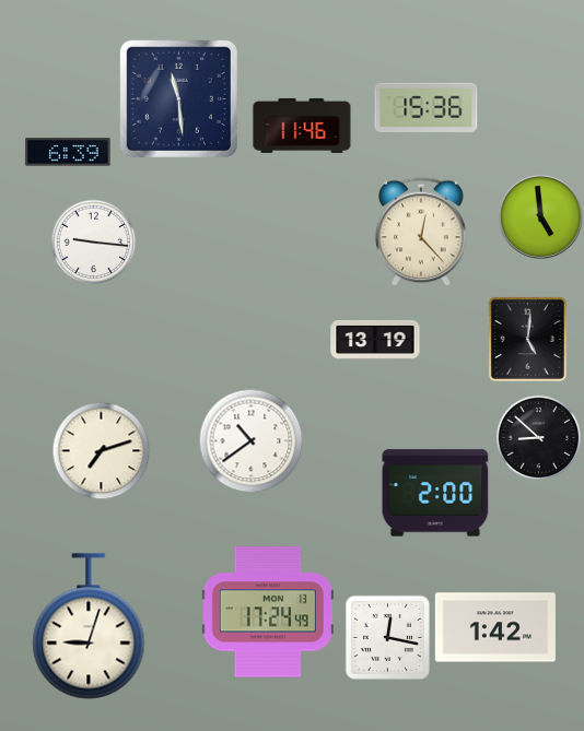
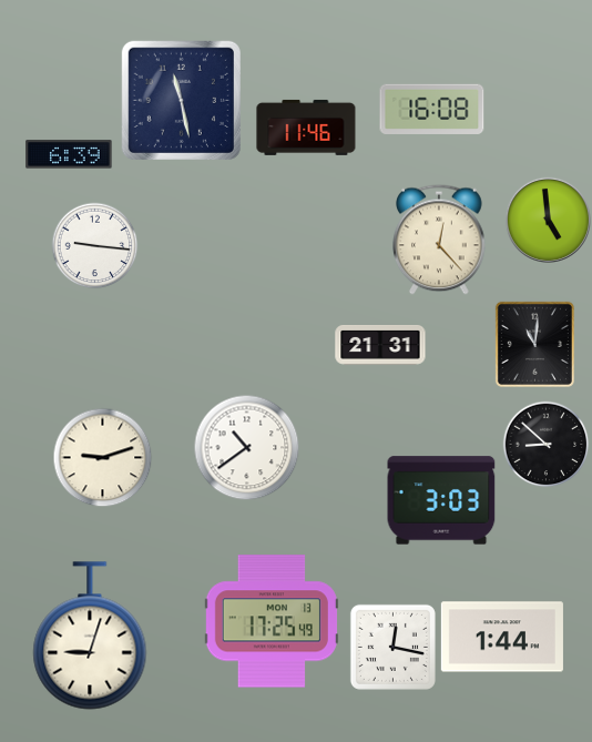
clock at (178, 98): 11:29 -> 11:28
clock at (427, 107): 15:36 -> 16:08
clock at (421, 232) position: (421, 232) -> (439, 240)
clock at (527, 339): 5:01 -> 11:01
clock at (375, 341): 13:19 -> 21:31
clock at (250, 440) position: (250, 440) -> (246, 447)
clock at (101, 450): 7:12 -> 9:12
clock at (435, 493): 2:00 -> 3:03
clock at (268, 612): 17:24 -> 17:25
clock at (495, 627): 1:42 -> 1:44
